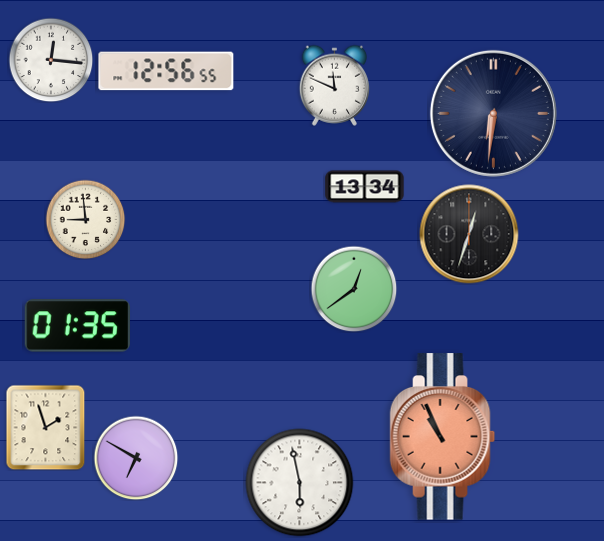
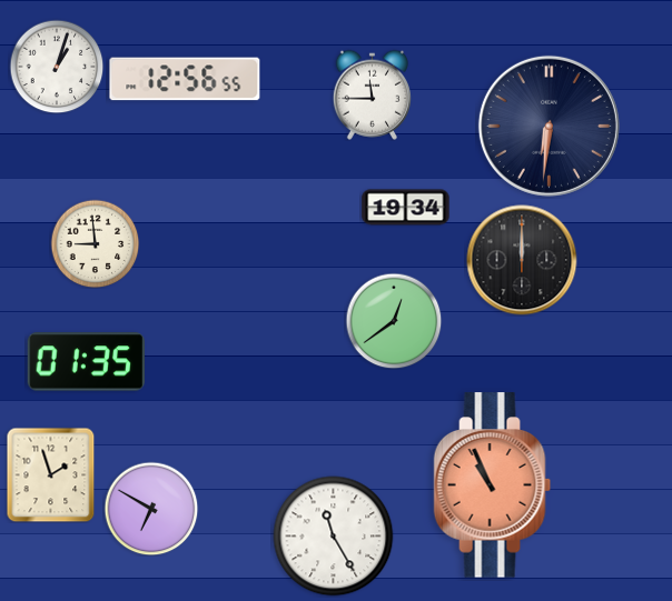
clock at (51, 60): 12:16 -> 1:03
clock at (334, 85): 11:49 -> 11:45
clock at (365, 187): 13:34 -> 19:34
clock at (469, 234): 12:33 -> 12:00
clock at (300, 483): 5:58 -> 11:25
